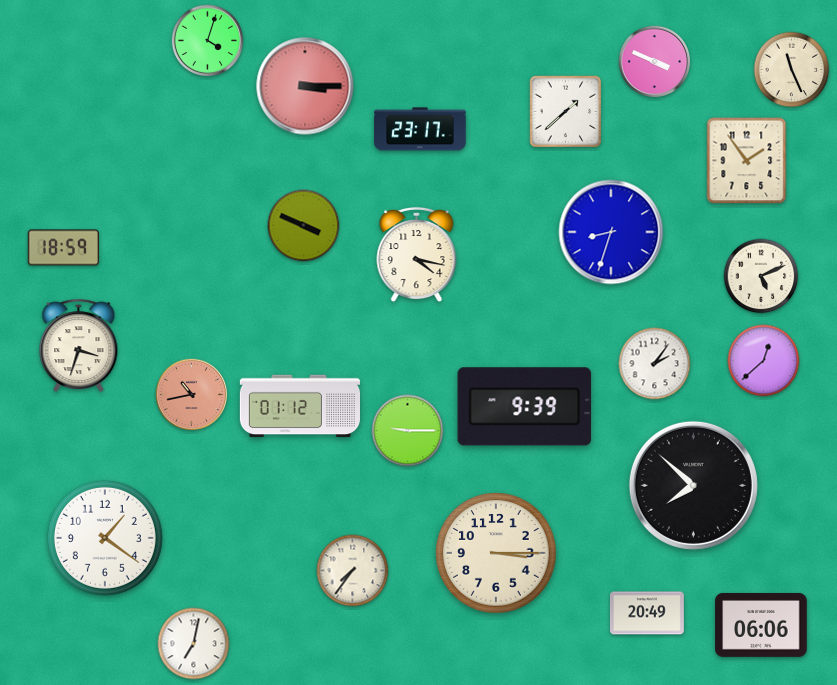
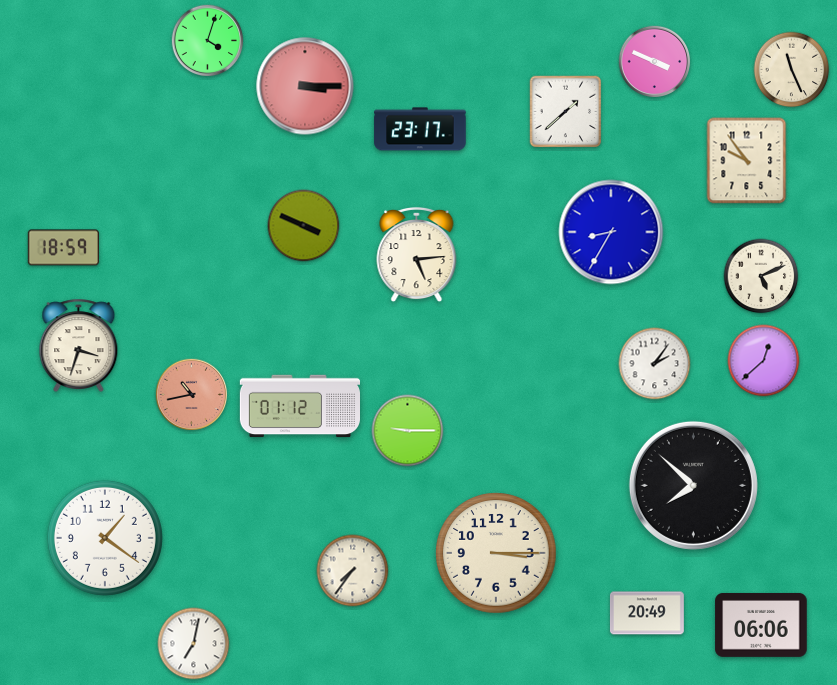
clock at (747, 161): 1:54 -> 9:54
clock at (611, 232): 8:33 -> 8:35
clock at (417, 255): 4:17 -> 5:14
clock at (525, 407): 9:39 -> none
